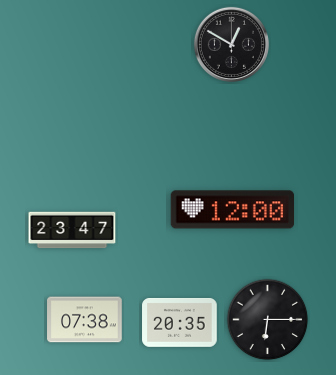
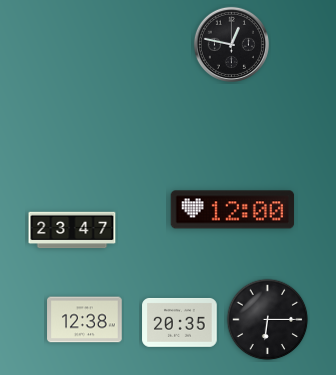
clock at (231, 44): 12:50 -> 12:47
clock at (85, 320): 07:38 -> 12:38
